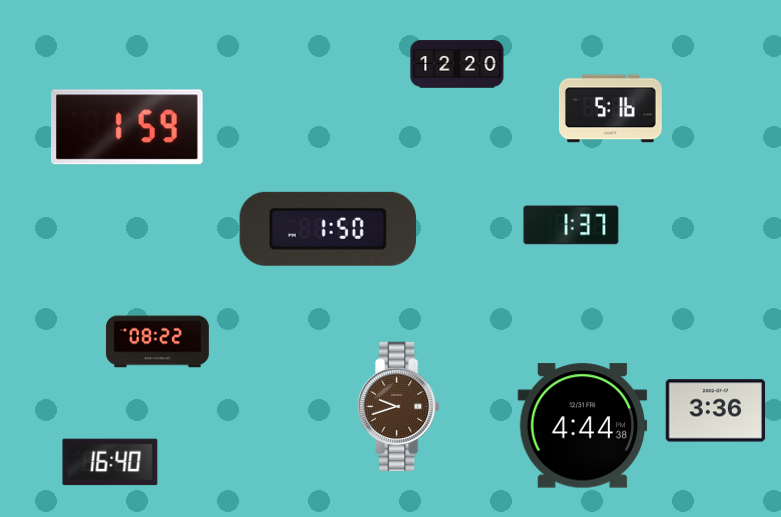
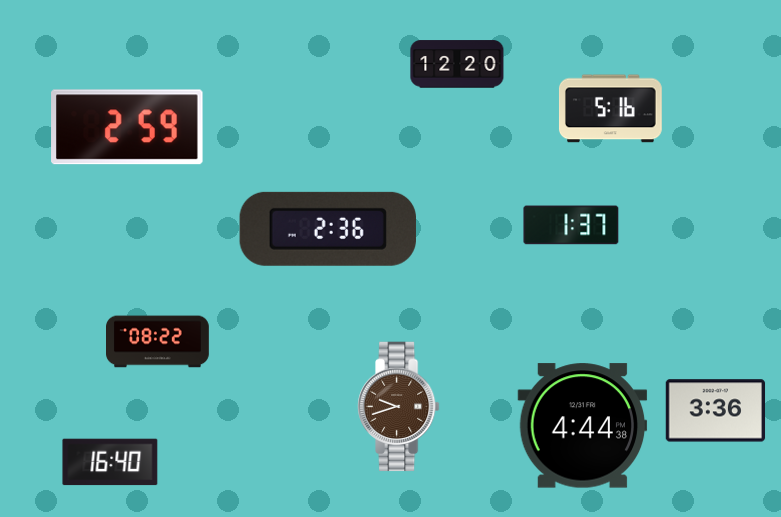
clock at (127, 127): 1:59 -> 2:59
clock at (328, 229): 1:50 -> 2:36
